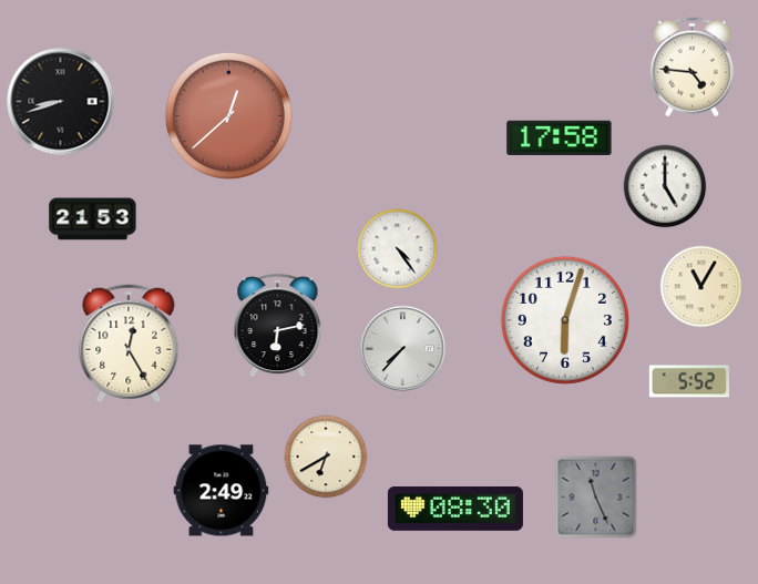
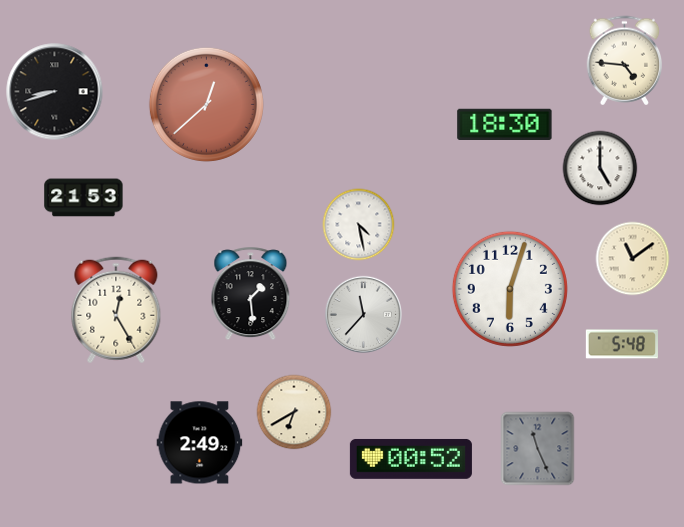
clock at (560, 139): 17:58 -> 18:30
clock at (398, 249): 4:24 -> 4:28
clock at (701, 287): 11:05 -> 11:09
clock at (278, 326): 6:13 -> 1:29
clock at (402, 348): 7:37 -> 11:37
clock at (689, 381): 5:52 -> 5:48
clock at (455, 509): 08:30 -> 00:52
